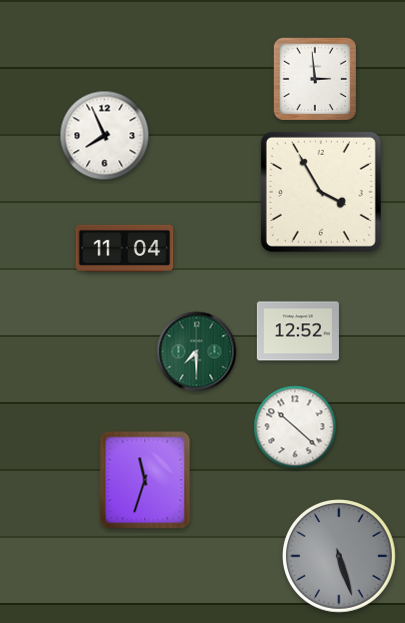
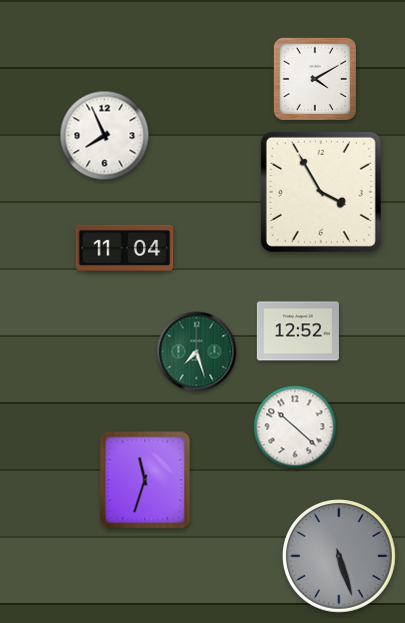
clock at (314, 78): 2:59 -> 4:10
clock at (197, 352): 7:30 -> 7:27
